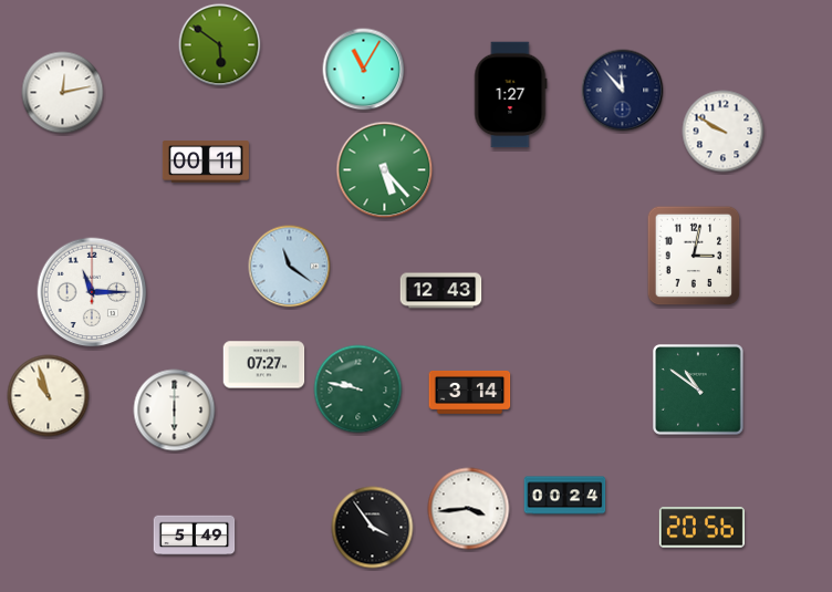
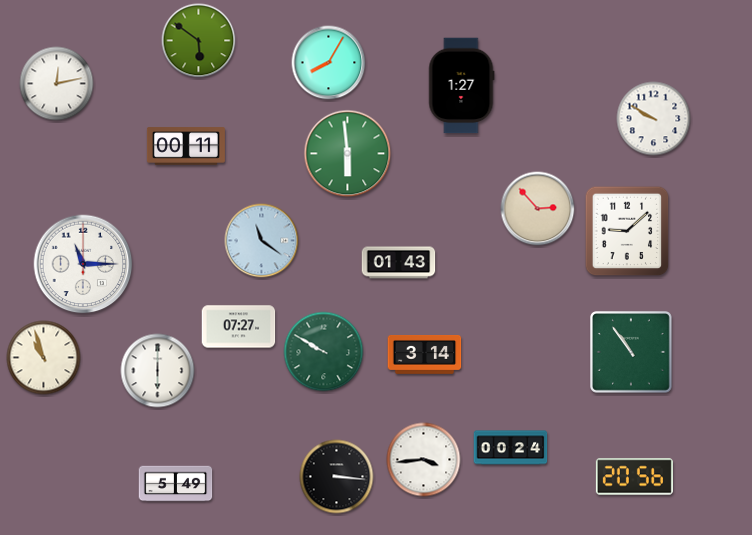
clock at (364, 70): 11:05 -> 8:05
clock at (623, 91): 11:53 -> none
clock at (385, 170): 5:23 -> 5:59
clock at (538, 209): none -> 2:53
clock at (694, 256): 3:02 -> 9:08
clock at (441, 291): 12:43 -> 01:43
clock at (264, 365) position: (264, 365) -> (239, 327)
clock at (358, 390): 9:47 -> 9:50
clock at (699, 391): 10:51 -> 10:54
clock at (373, 528): 3:54 -> 3:16
